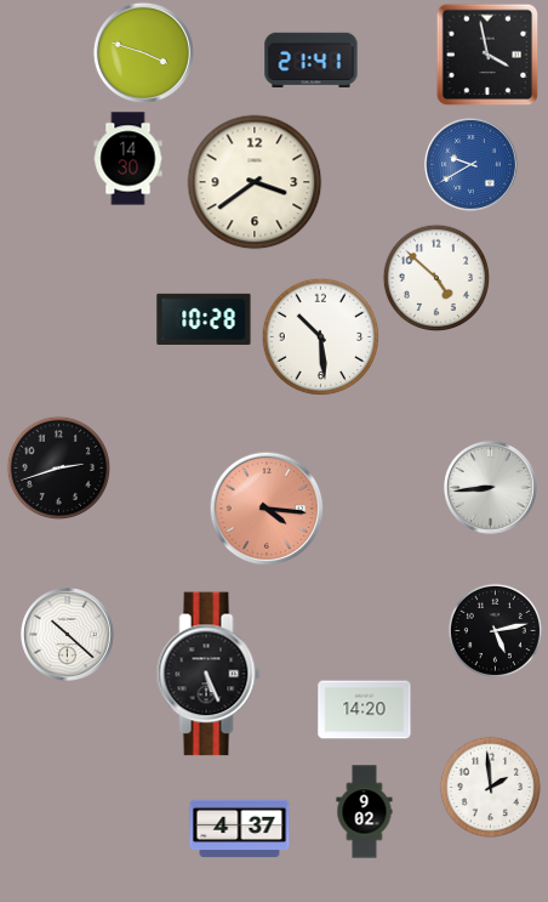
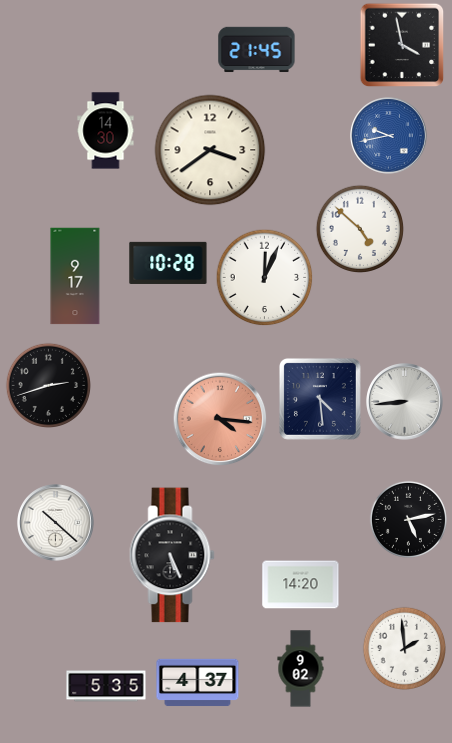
clock at (143, 52): 3:48 -> none
clock at (312, 61): 21:41 -> 21:45
clock at (472, 165): 9:40 -> 9:43
clock at (75, 276): none -> 9:17
clock at (320, 336): 10:29 -> 12:04
clock at (320, 399): none -> 4:29
clock at (106, 686): none -> 5:35
